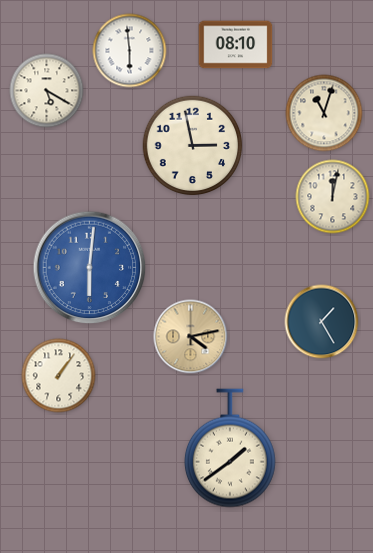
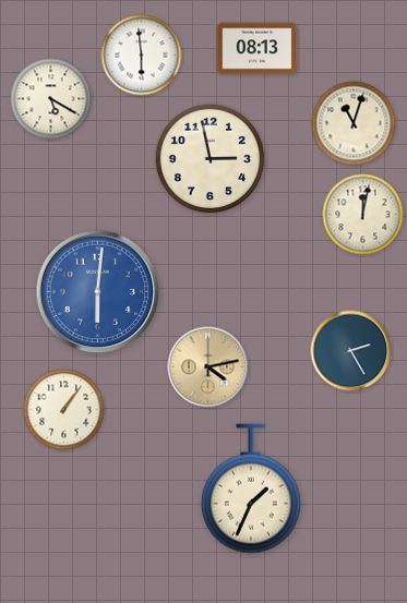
clock at (236, 45): 08:10 -> 08:13
clock at (322, 322): 1:25 -> 2:25
clock at (230, 448): 1:39 -> 1:34
